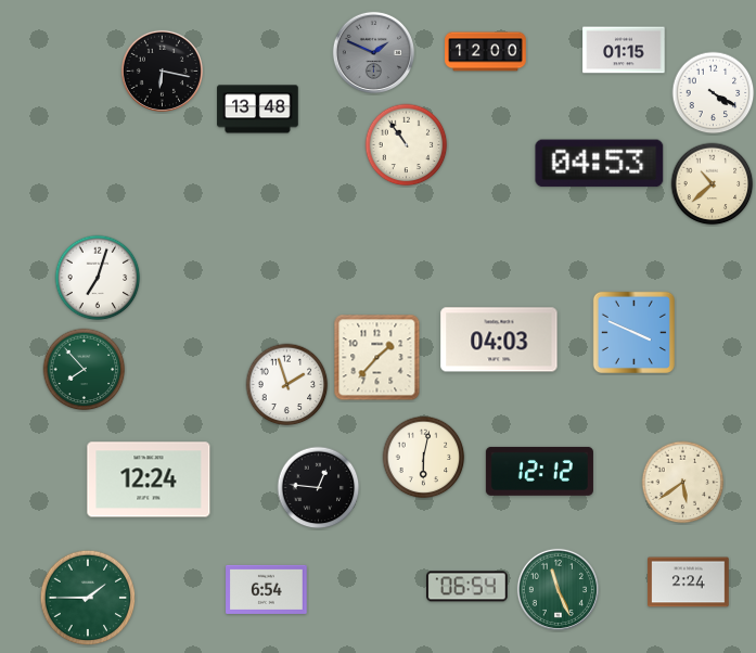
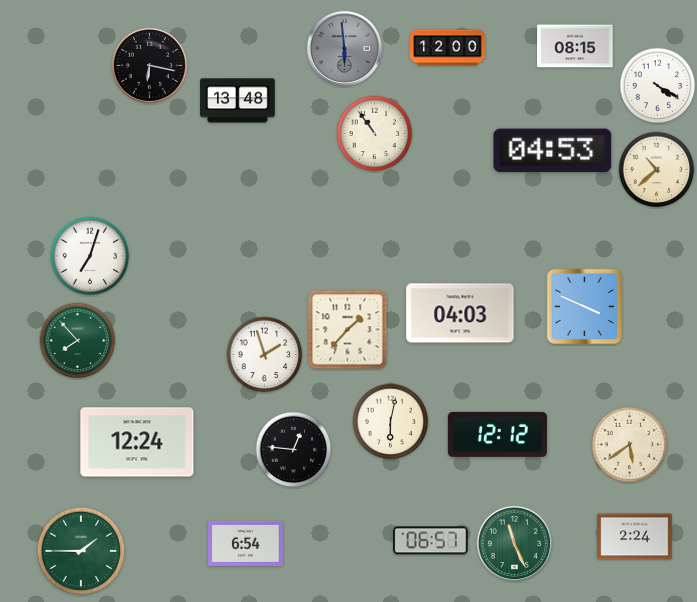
clock at (624, 50): 01:15 -> 08:15
clock at (373, 52): 1:49 -> 5:59
clock at (467, 587): 06:54 -> 06:57
